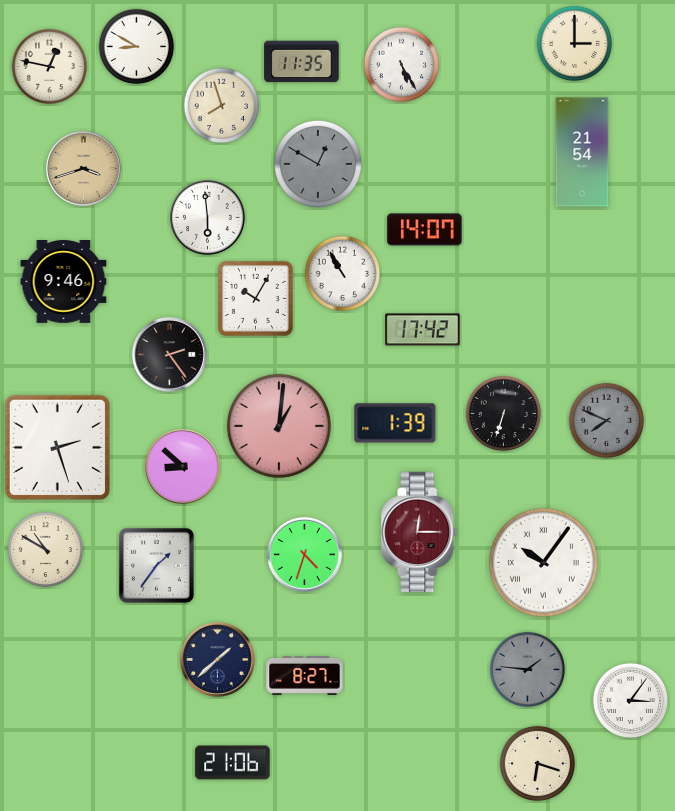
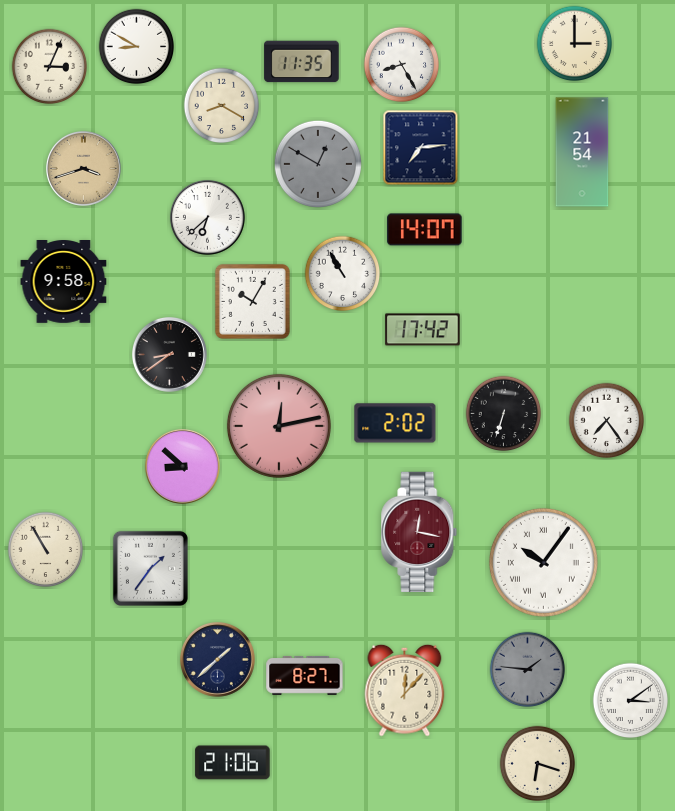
clock at (402, 65): 5:25 -> 8:25
clock at (50, 67): 12:47 -> 3:04
clock at (222, 106): 7:57 -> 8:20
clock at (421, 148): none -> 7:14
clock at (207, 217): 5:59 -> 6:38
clock at (64, 282): 9:46 -> 9:58
clock at (255, 298) position: (255, 298) -> (252, 301)
clock at (169, 354): 2:24 -> 8:39
clock at (607, 421): 7:49 -> 7:24
clock at (607, 421) dial: grey -> white
clock at (395, 423): 1:39 -> 2:02
clock at (279, 426): 1:01 -> 12:13
clock at (57, 447): 2:27 -> none
clock at (419, 532): 12:15 -> 12:17
clock at (46, 550): 10:50 -> 10:55
clock at (304, 554): 4:33 -> none
clock at (156, 565) position: (156, 565) -> (150, 568)
clock at (405, 690): none -> 12:07
clock at (631, 701): 3:06 -> 3:09
